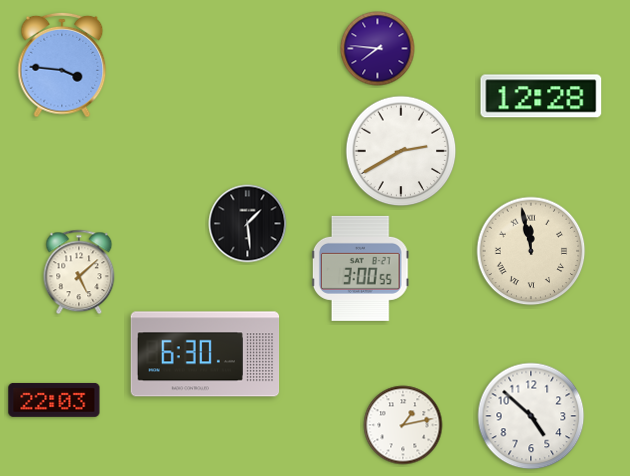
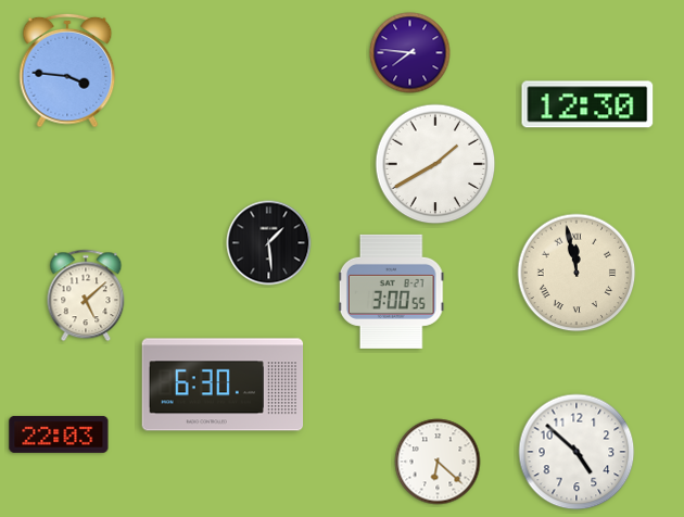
clock at (541, 96): 12:28 -> 12:30
clock at (401, 151): 2:40 -> 1:40
clock at (403, 425): 1:13 -> 6:22
